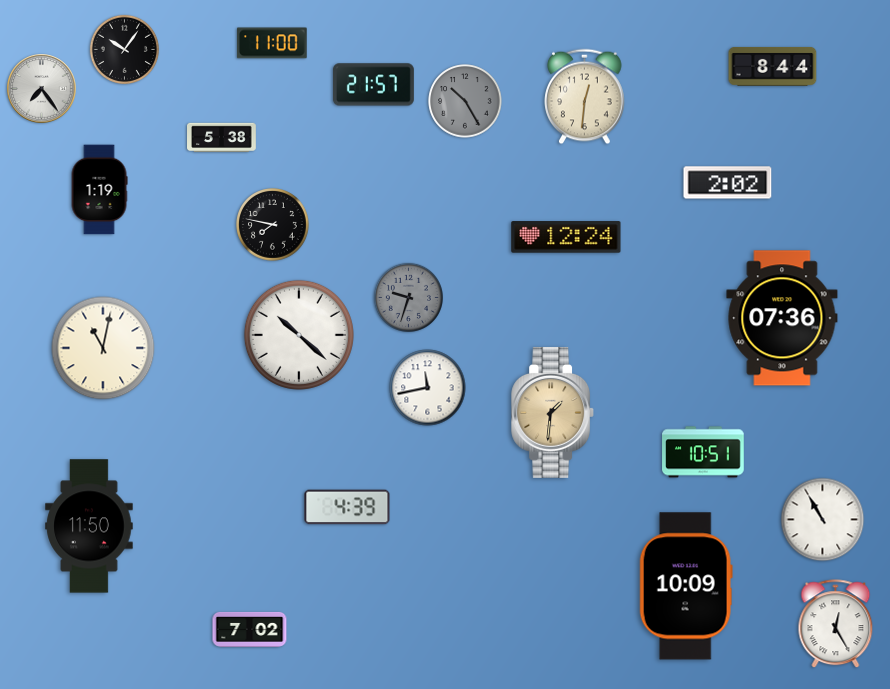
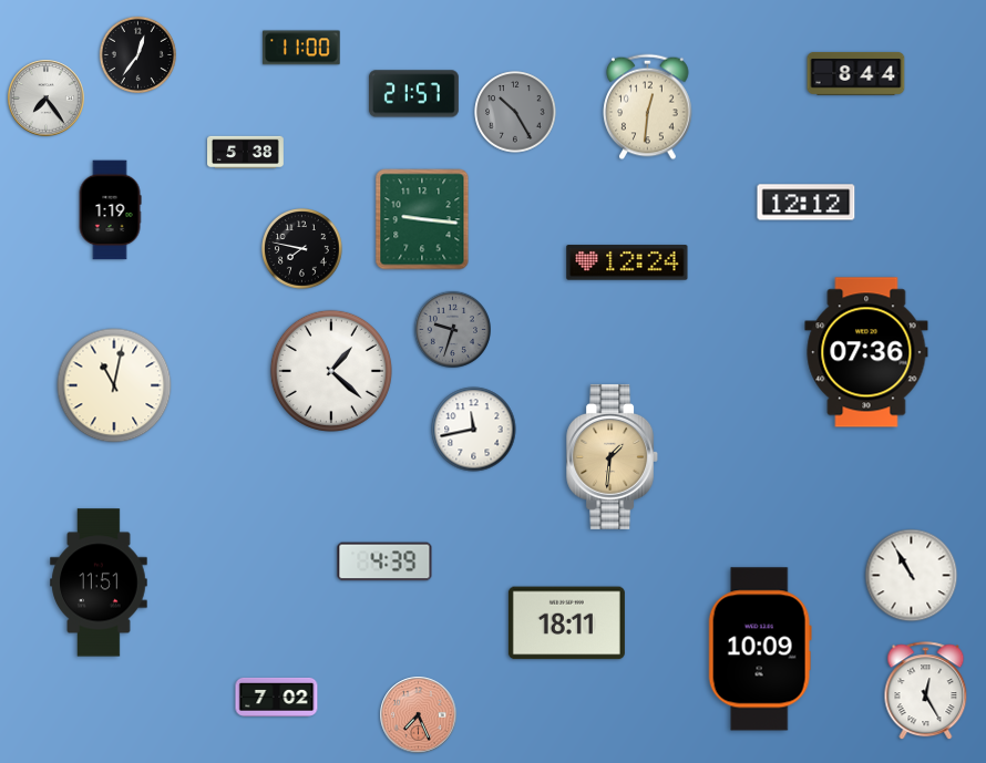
clock at (124, 49): 10:06 -> 12:36
clock at (728, 183): 2:02 -> 12:12
clock at (422, 219): none -> 9:16
clock at (299, 335): 10:22 -> 1:22
clock at (703, 452): 10:51 -> none
clock at (89, 526): 11:50 -> 11:51
clock at (566, 623): none -> 18:11
clock at (419, 715): none -> 7:26
